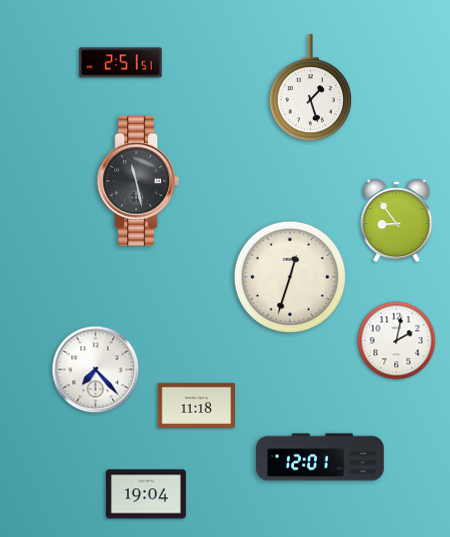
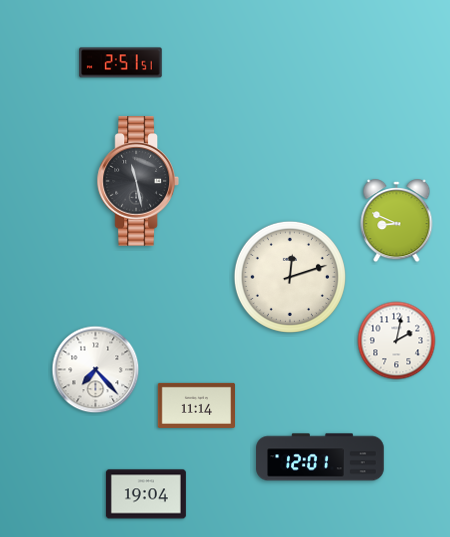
clock at (310, 88): 1:27 -> none
clock at (397, 221): 8:54 -> 8:49
clock at (290, 277): 12:33 -> 12:12
clock at (196, 405): 11:18 -> 11:14
